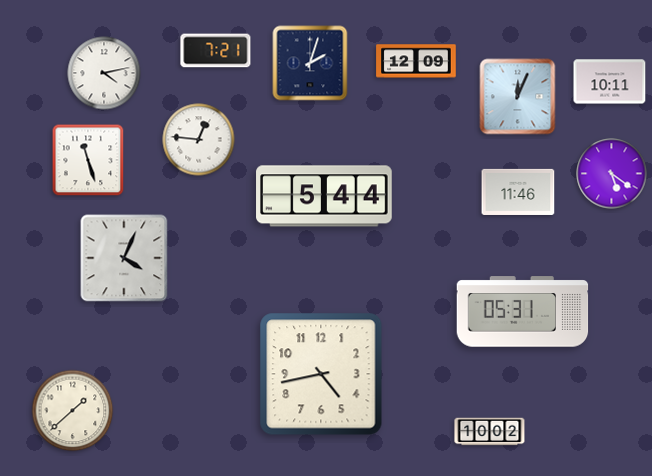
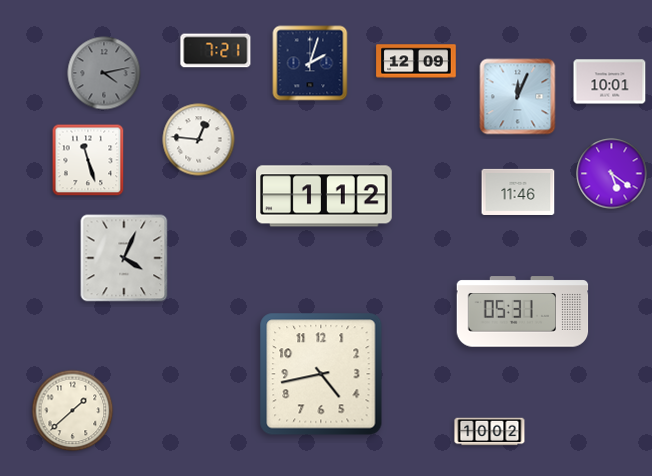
clock at (104, 73) dial: white -> grey
clock at (610, 82): 10:11 -> 10:01
clock at (324, 196): 5:44 -> 1:12
